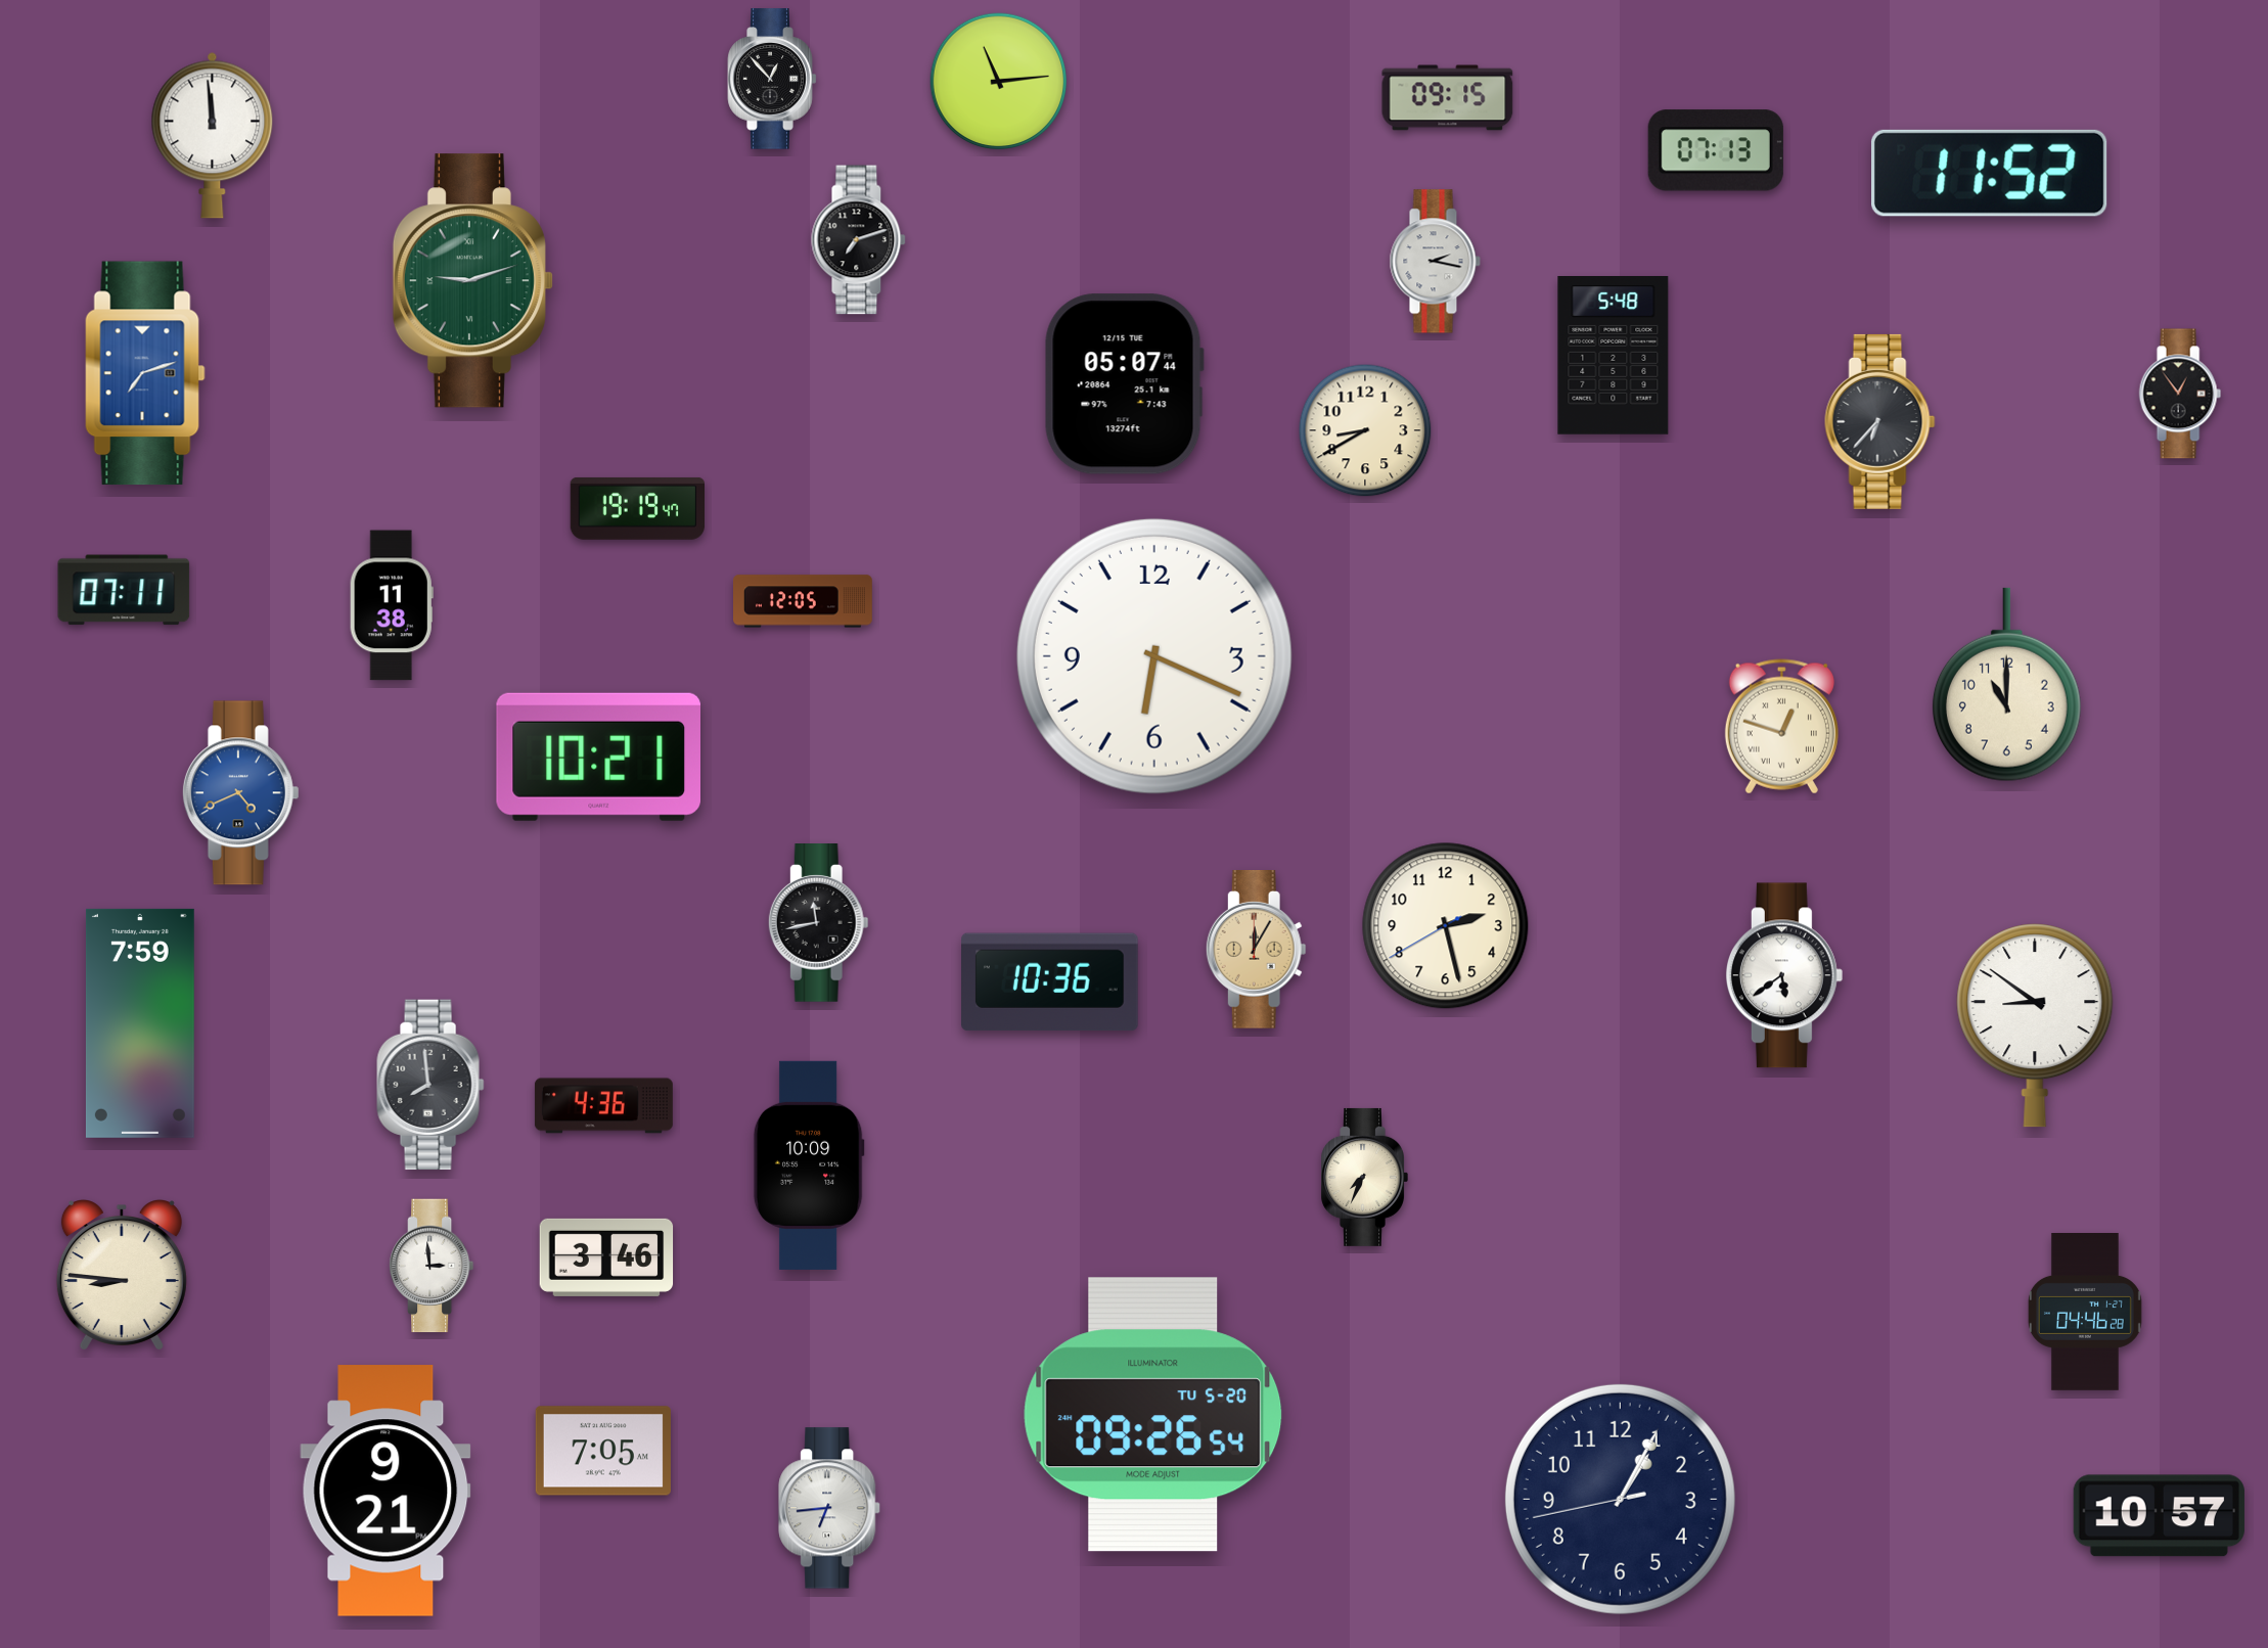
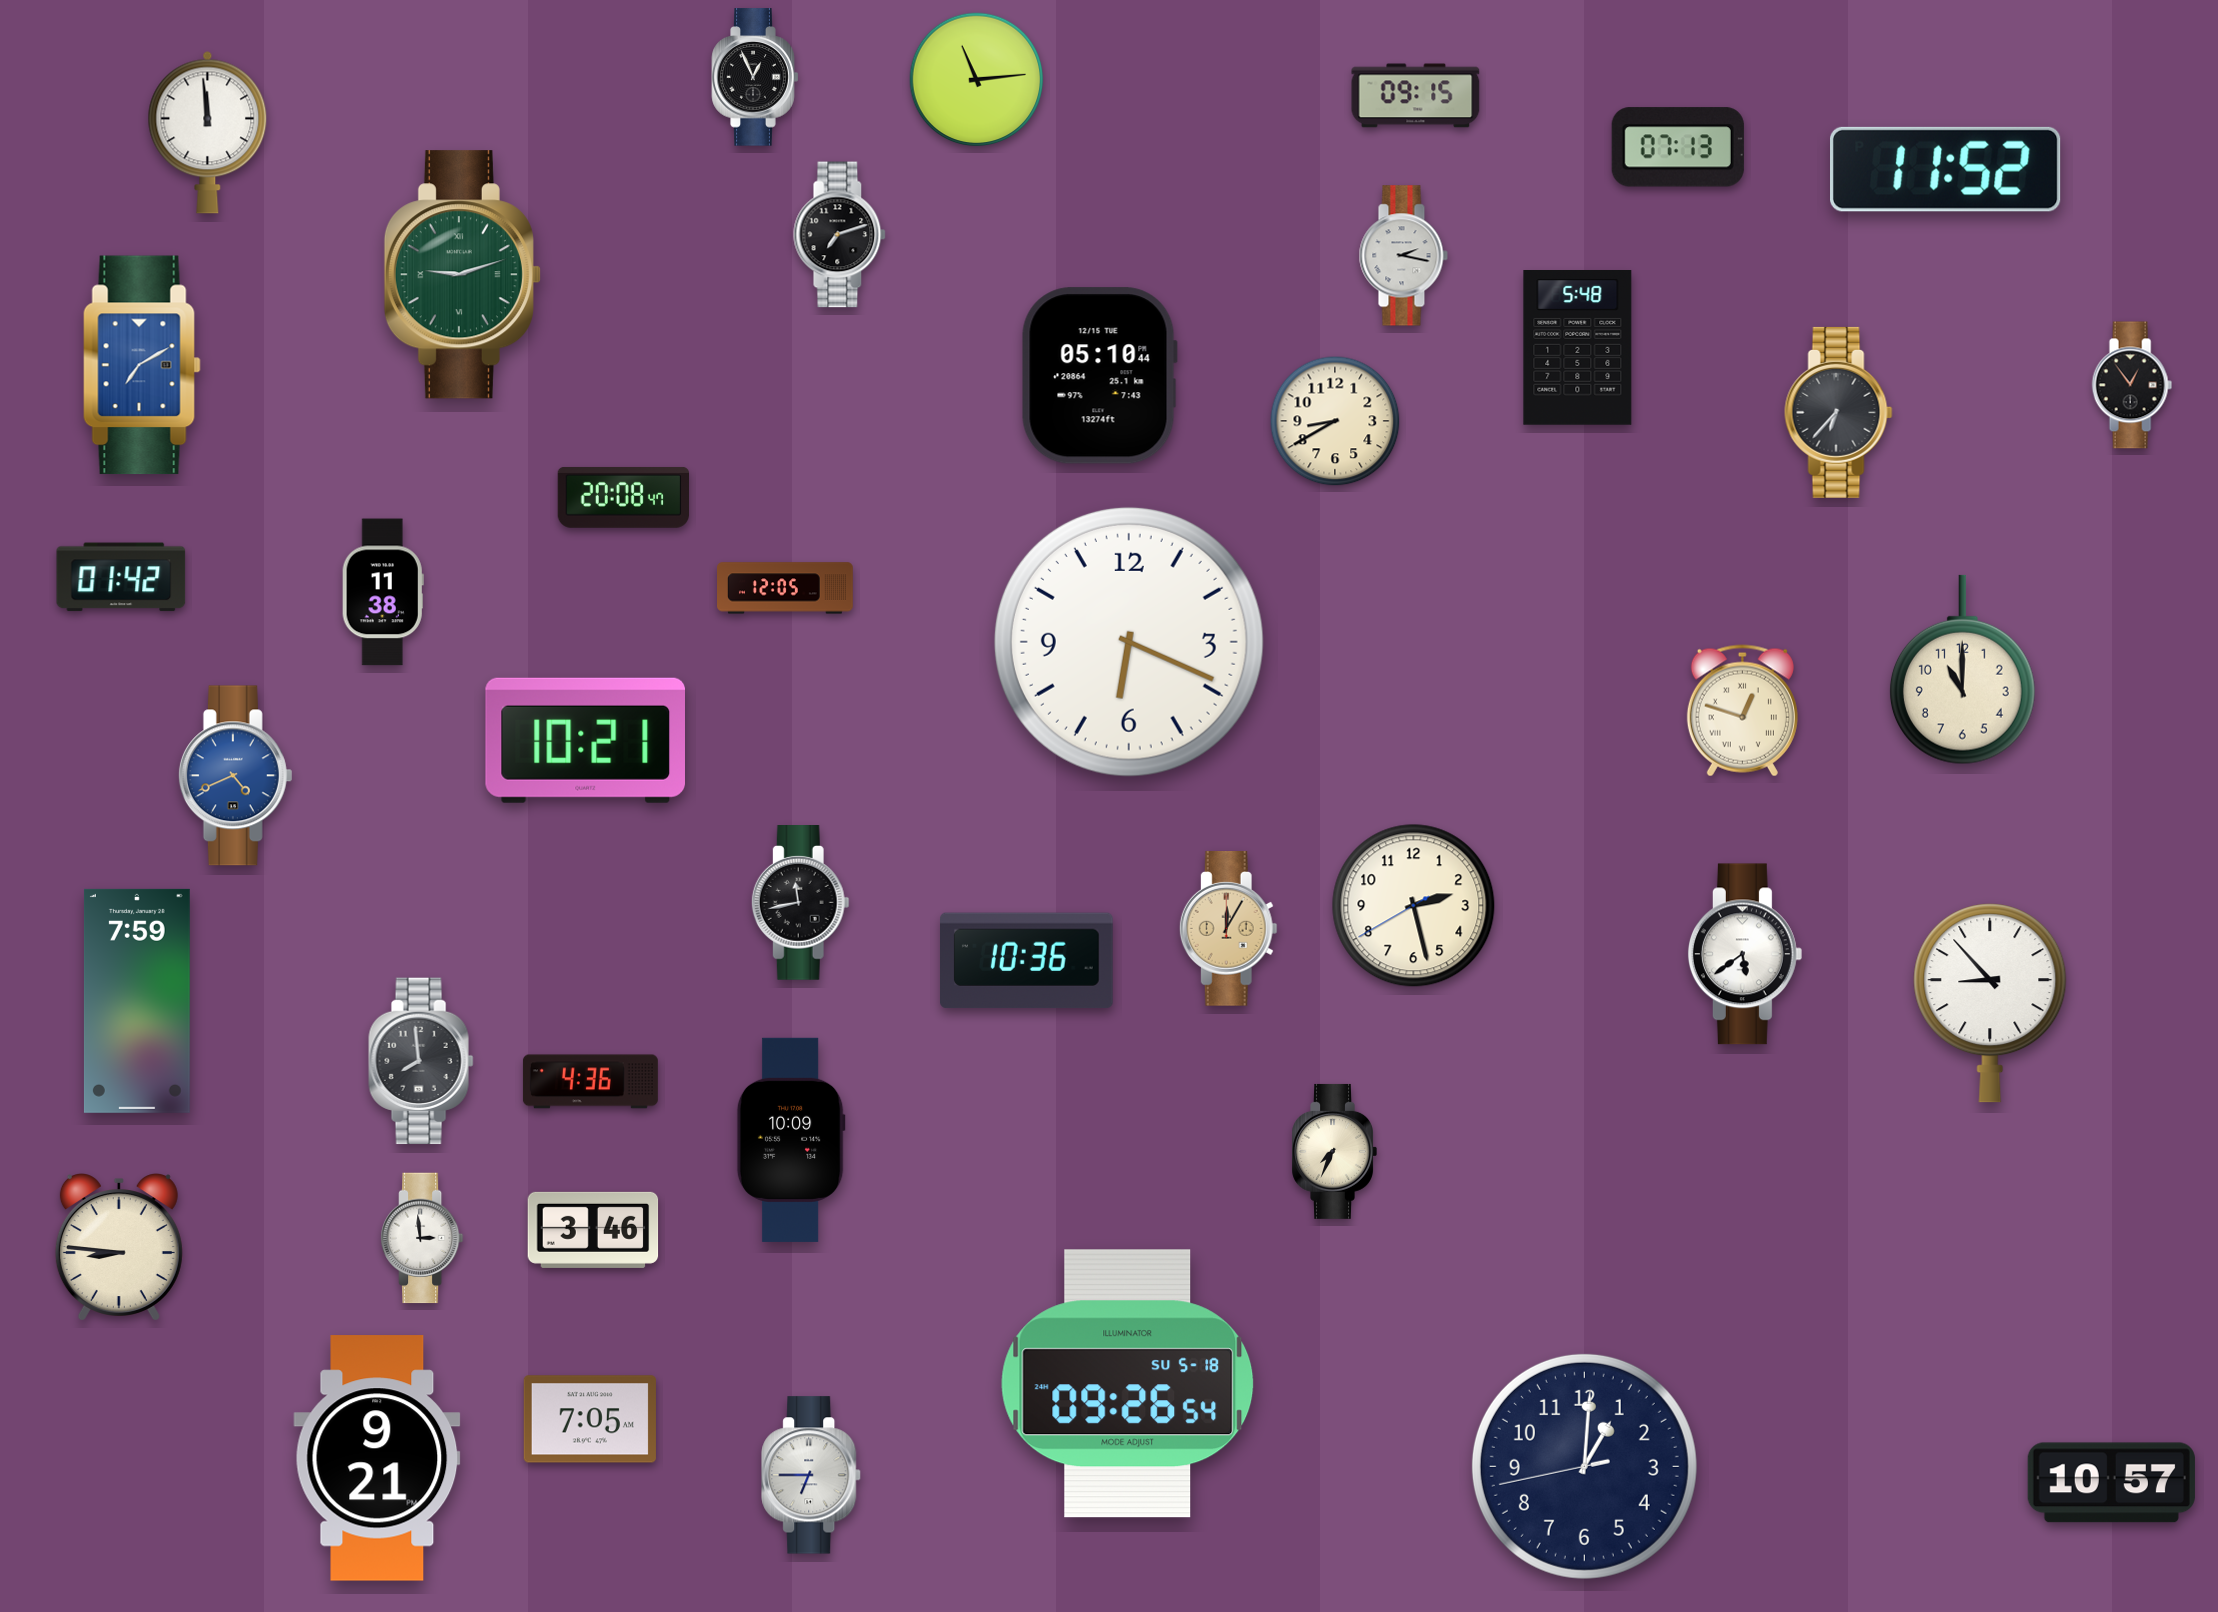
clock at (772, 79): 12:53 -> 12:56
clock at (145, 373): 7:12 -> 7:10
clock at (1124, 384): 05:07 -> 05:10
clock at (637, 508): 19:19 -> 20:08
clock at (124, 590): 07:11 -> 01:42
clock at (2035, 1025): 8:51 -> 8:53
clock at (2085, 1313): 04:46 -> none
clock at (1153, 1415) date: TU 5-20 -> SU 5-18
clock at (1620, 1499): 1:04 -> 1:00
clock at (830, 1508): 6:44 -> 6:45
